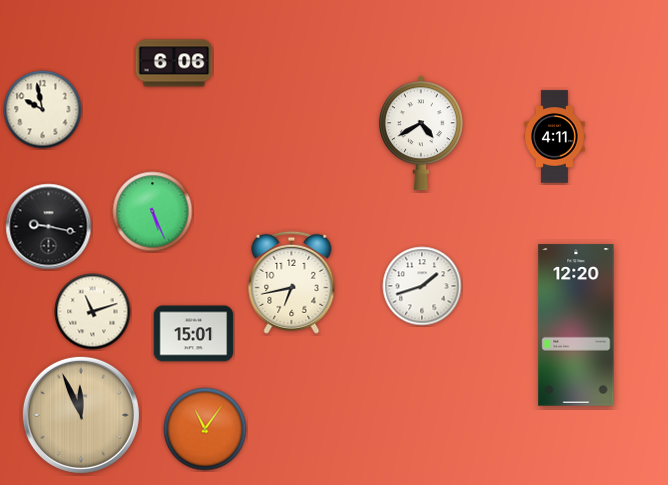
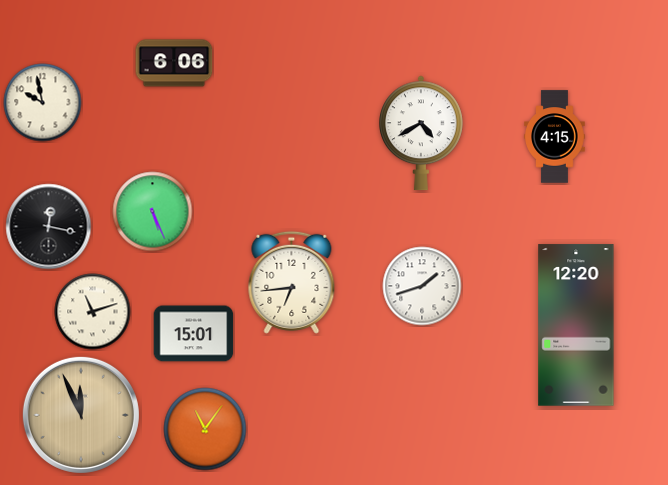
clock at (43, 110) position: (43, 110) -> (43, 103)
clock at (555, 137): 4:11 -> 4:15
clock at (49, 227): 9:17 -> 12:17
clock at (292, 282): 6:43 -> 6:44
